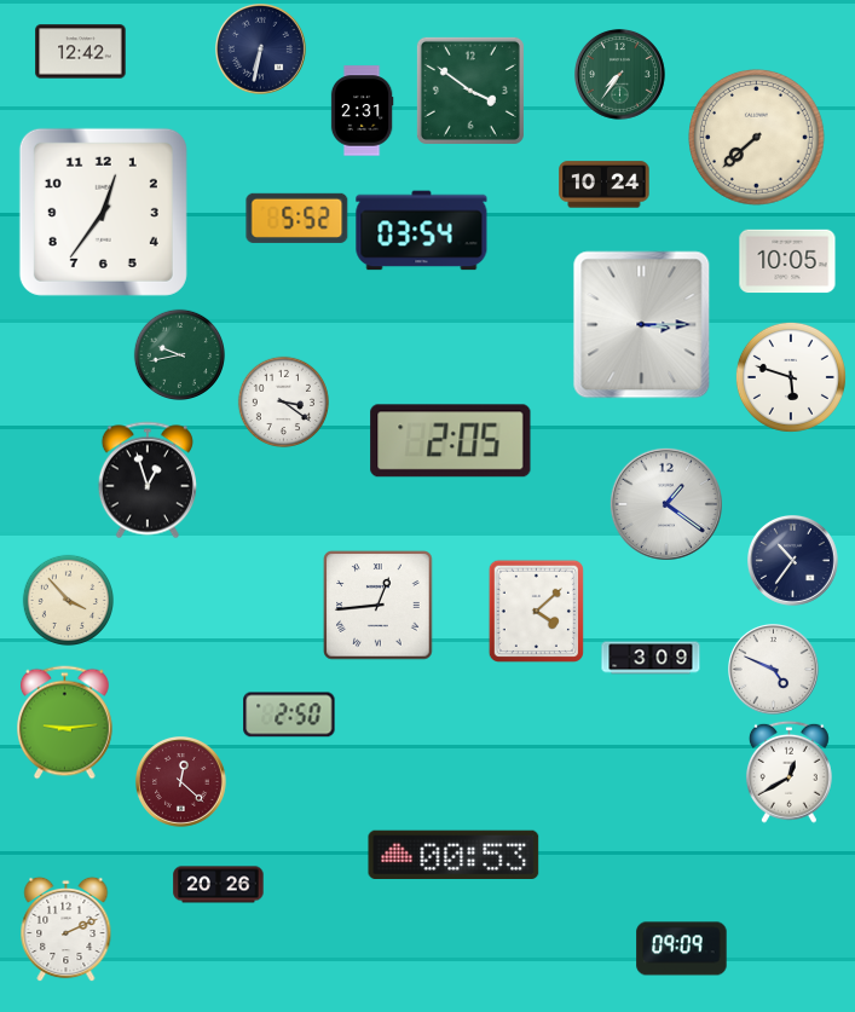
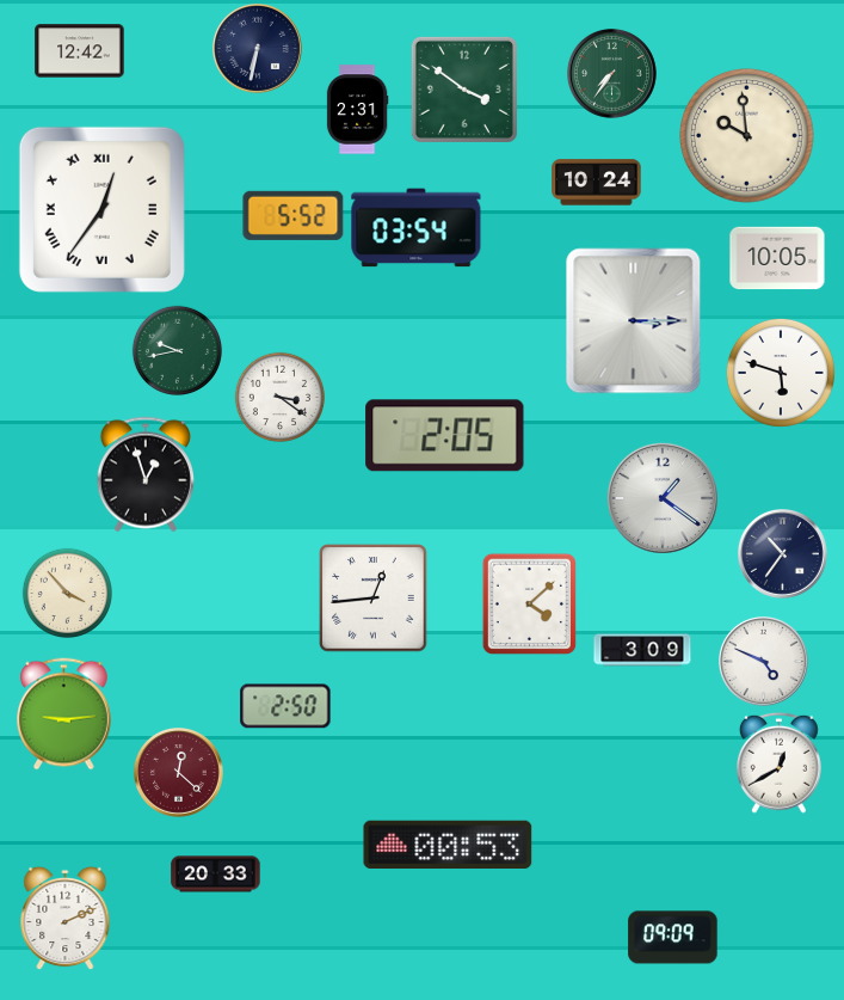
clock at (757, 138): 7:38 -> 9:59
clock at (103, 212) numerals: Arabic -> Roman
clock at (666, 504) position: (666, 504) -> (663, 498)
clock at (219, 885): 20:26 -> 20:33
